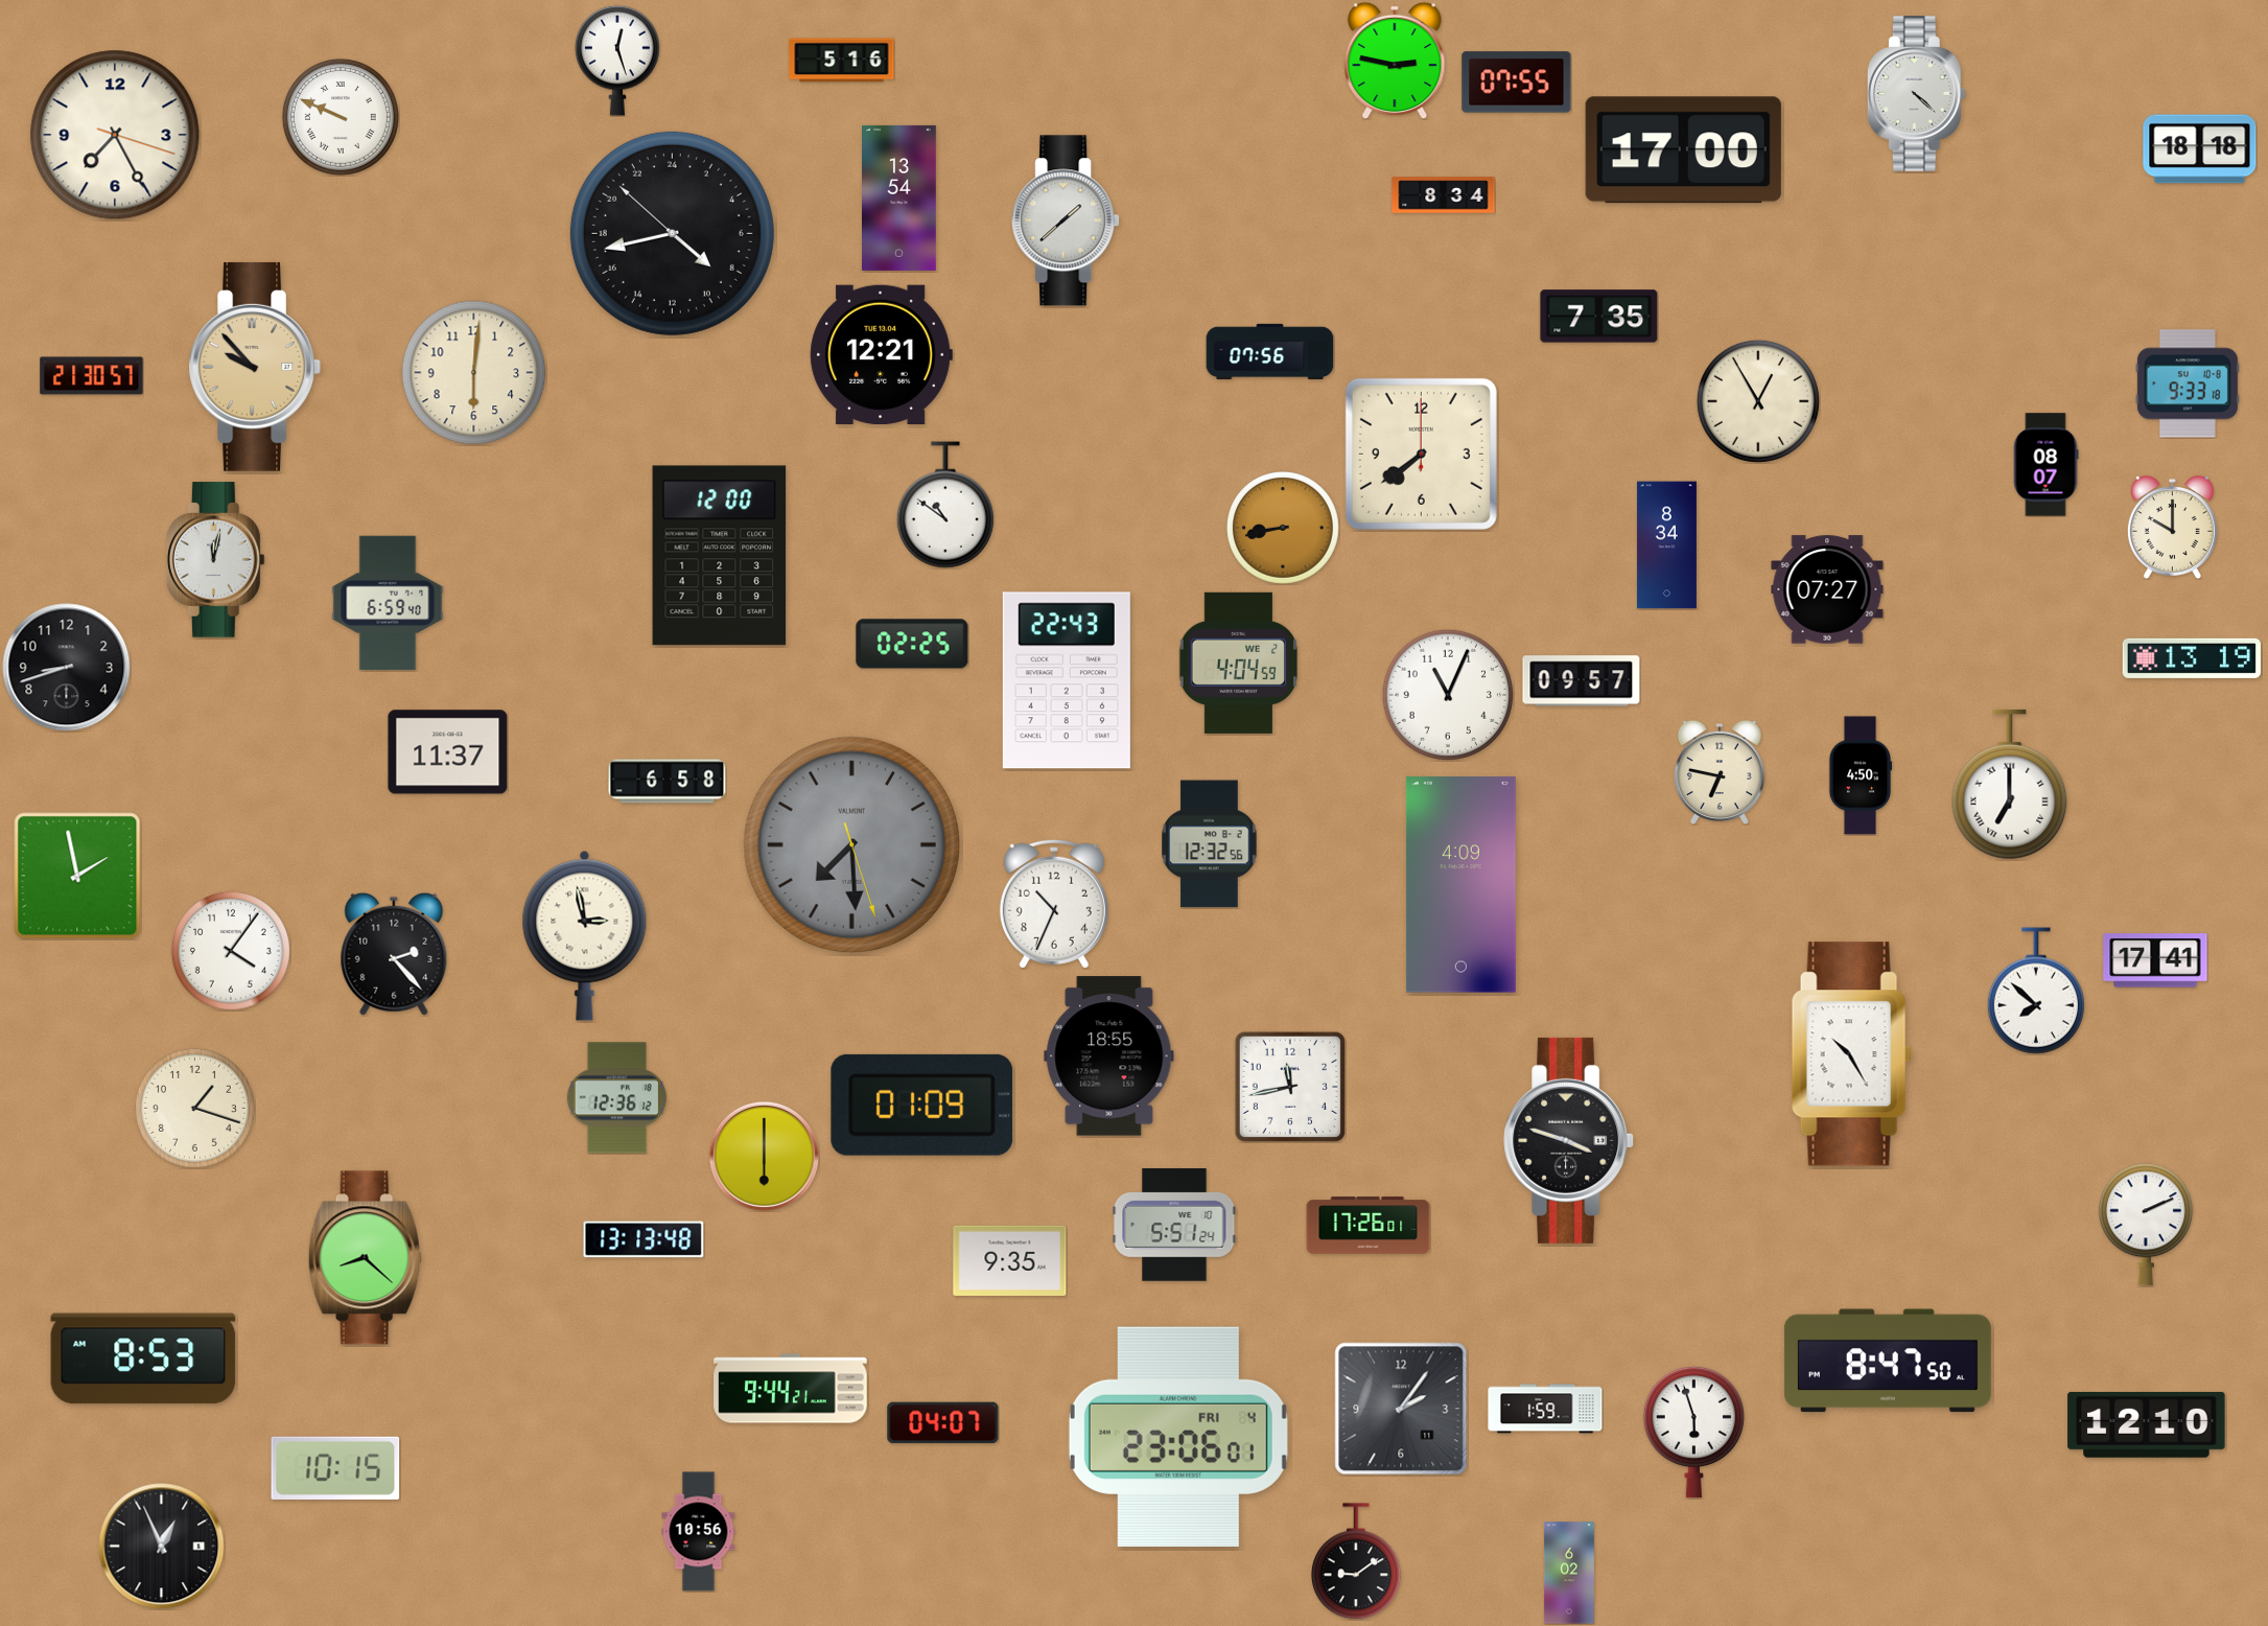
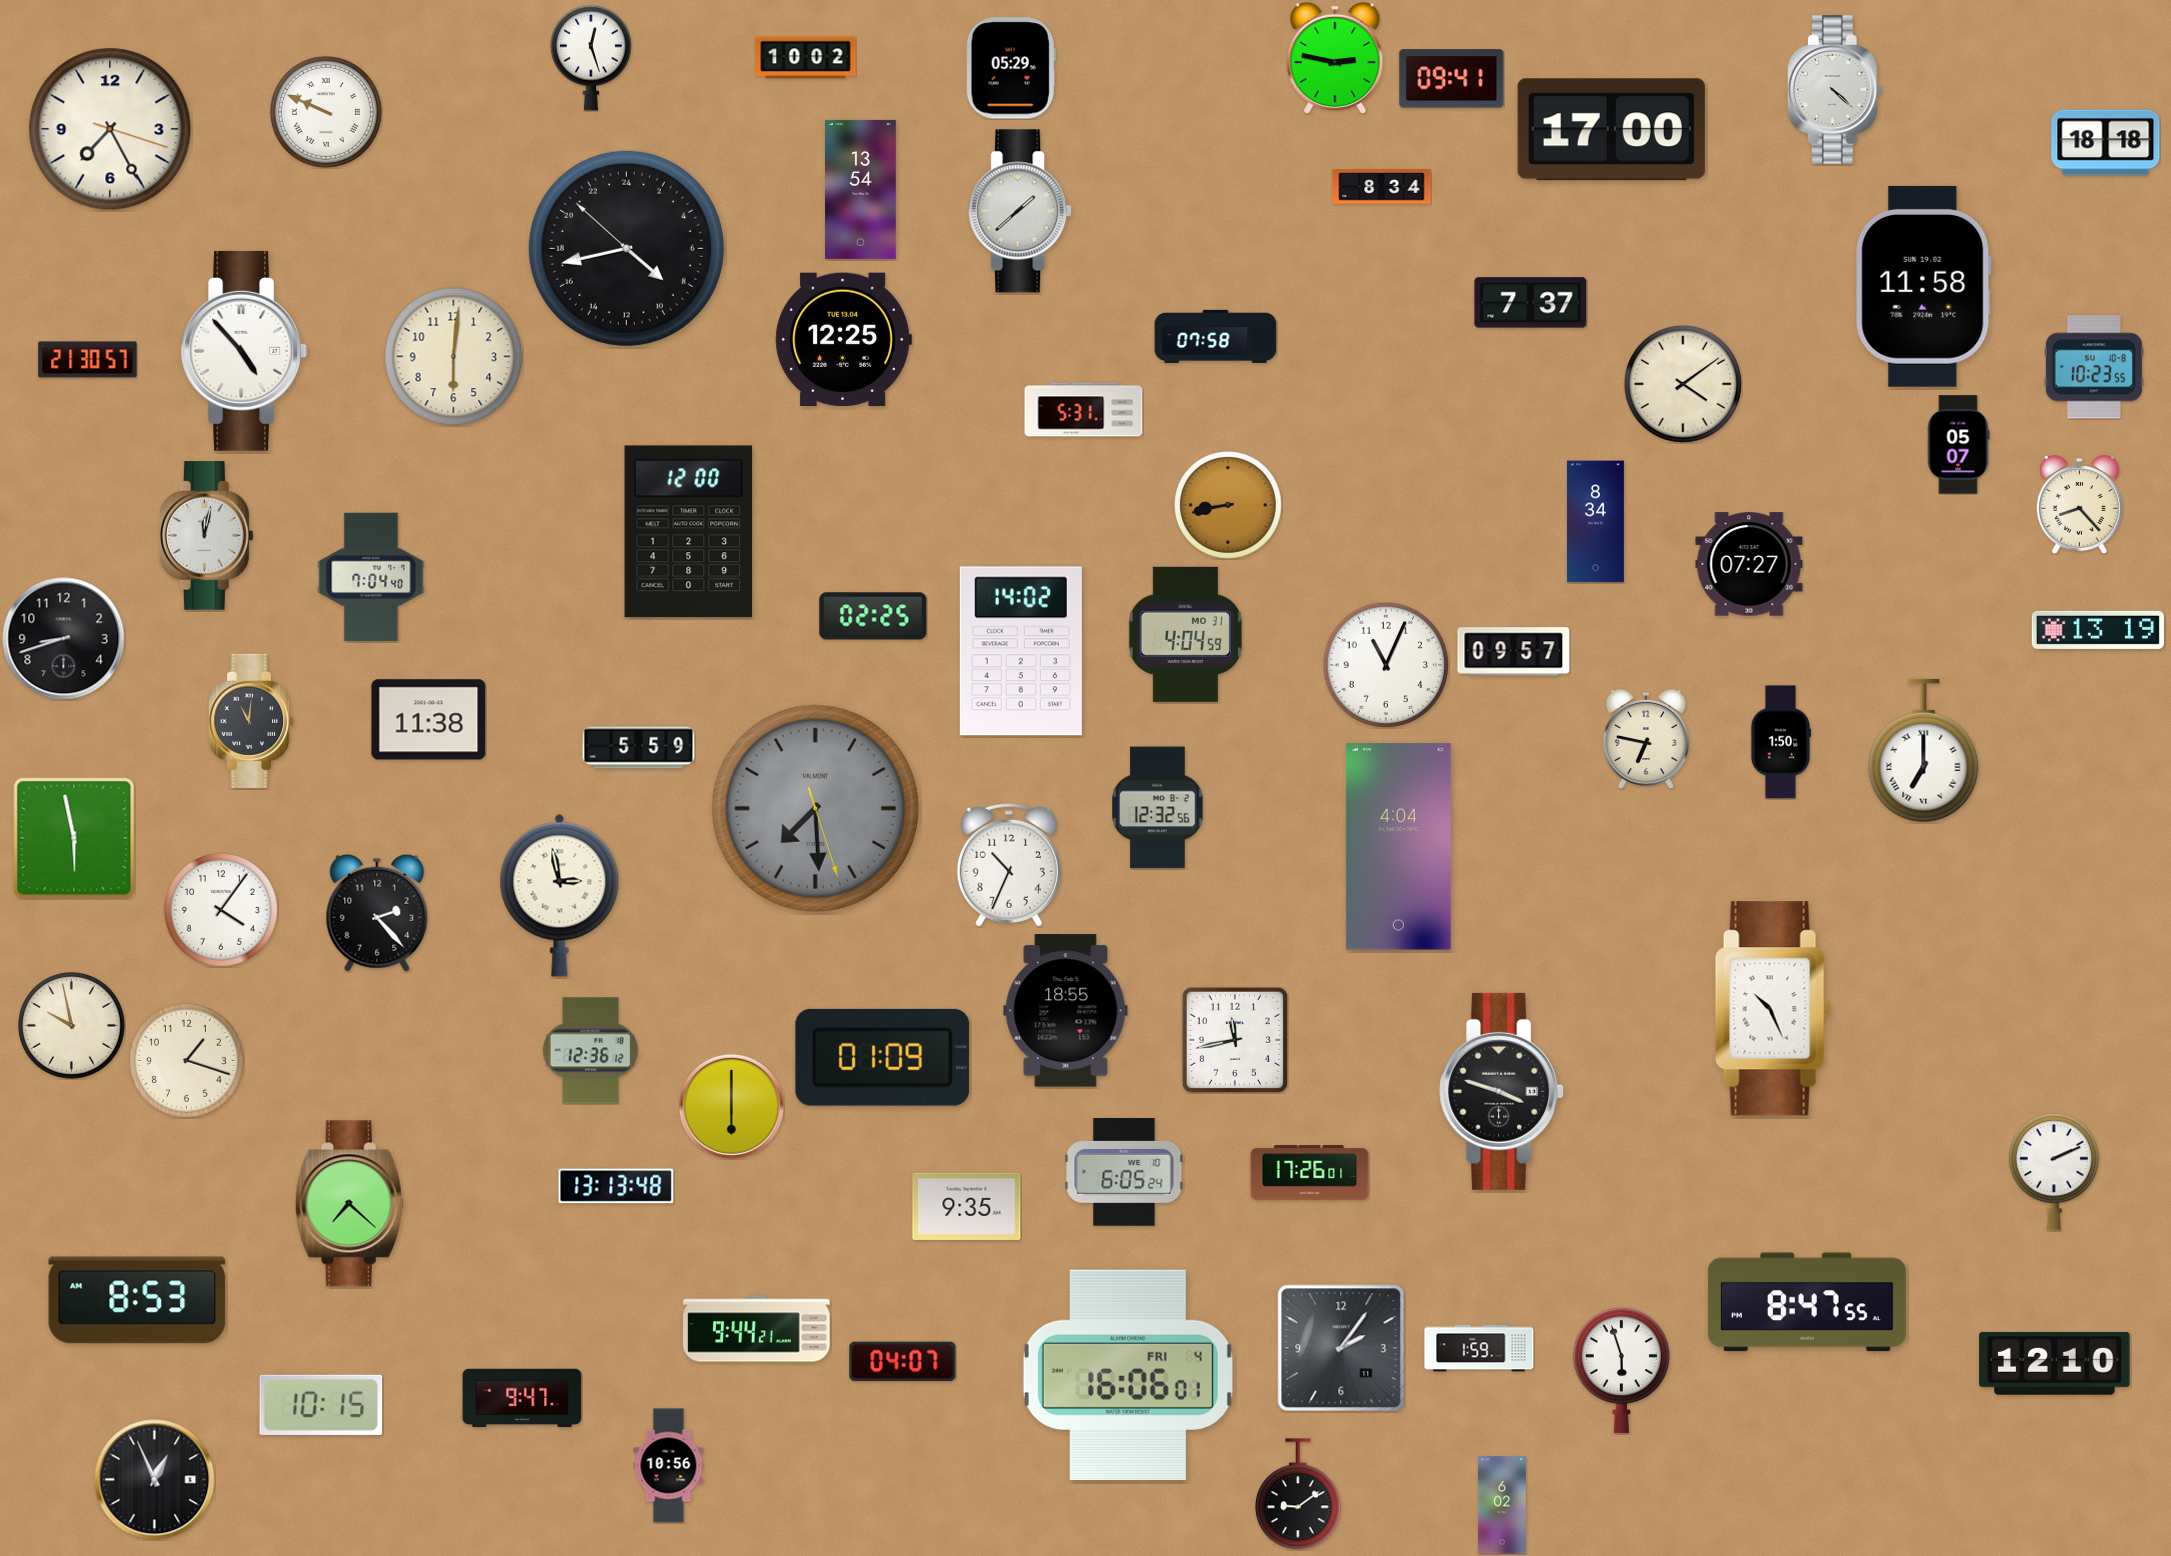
clock at (842, 61): 5:16 -> 10:02
clock at (1011, 68): none -> 05:29
clock at (1517, 83): 07:55 -> 09:41
clock at (1683, 150) position: (1683, 150) -> (1611, 130)
clock at (672, 233) position: (672, 233) -> (626, 248)
clock at (1923, 286): none -> 11:58
clock at (1599, 317): 7:35 -> 7:37
clock at (1270, 351): 07:56 -> 07:58
clock at (881, 354): 12:21 -> 12:25
clock at (254, 367): 9:53 -> 4:53
clock at (254, 367) dial: champagne -> white
clock at (2188, 384): 9:33 -> 10:23
clock at (1758, 401): 12:55 -> 4:09
clock at (1084, 410): none -> 5:31
clock at (1421, 454): 7:39 -> none
clock at (2045, 465): 08:07 -> 05:07
clock at (945, 505): 10:51 -> none
clock at (2172, 528): 10:00 -> 8:23
clock at (388, 603): 6:59 -> 7:04
clock at (1238, 663) date: WE 2 -> MO 31
clock at (1067, 680): 22:43 -> 14:02
clock at (448, 752): 11:37 -> 11:38
clock at (252, 721): none -> 11:01
clock at (1861, 775): 4:50 -> 1:50
clock at (668, 782): 6:58 -> 5:59
clock at (77, 876): 1:58 -> 5:58
clock at (1460, 885): 4:09 -> 4:04
clock at (2155, 960): 17:41 -> none
clock at (2036, 991): 7:52 -> none
clock at (1851, 1054): 10:25 -> 10:26
clock at (1109, 1056) position: (1109, 1056) -> (1066, 1011)
clock at (72, 1026): none -> 9:58
clock at (1174, 1226): 5:51 -> 6:05
clock at (365, 1258): 8:22 -> 7:22
clock at (1888, 1361): 8:47:50 -> 8:47:55
clock at (1178, 1437): 23:06 -> 16:06
clock at (522, 1398): none -> 9:47
